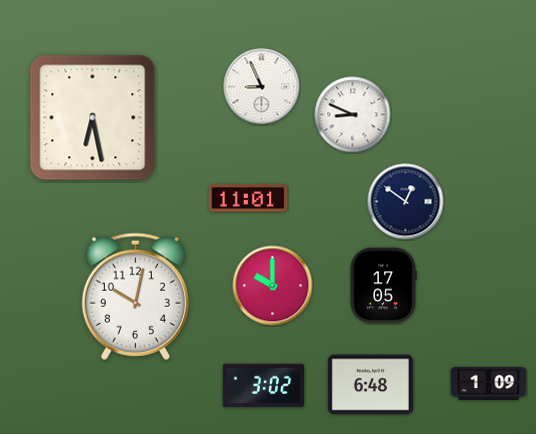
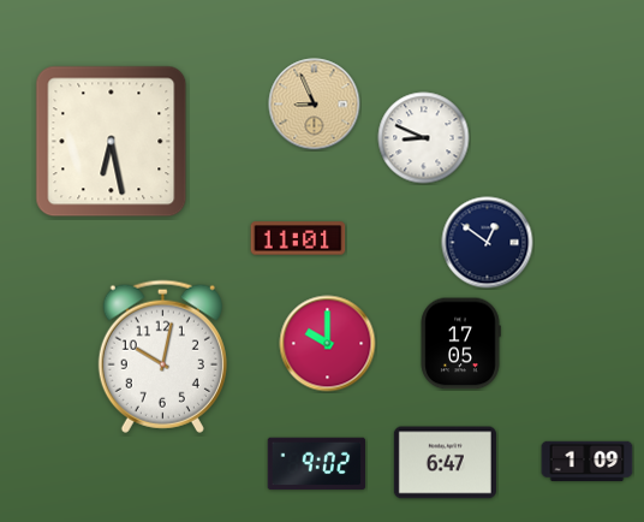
clock at (262, 87) dial: white -> champagne
clock at (370, 385): 6:48 -> 6:47
clock at (264, 386): 3:02 -> 9:02
